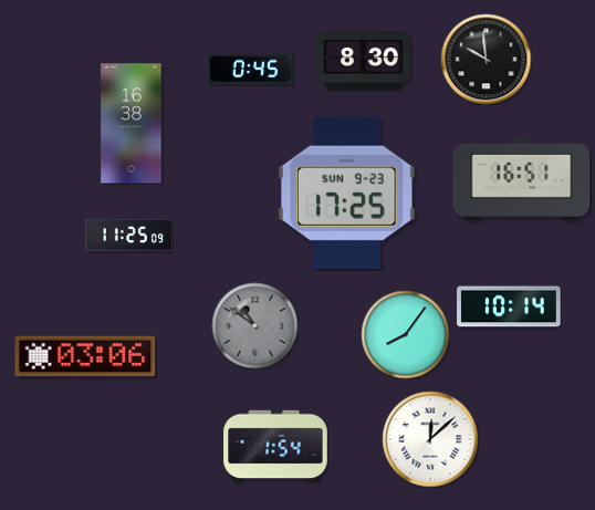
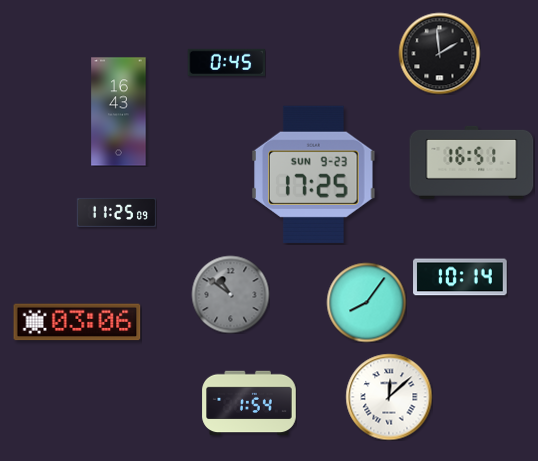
clock at (486, 59): 9:59 -> 1:59
clock at (363, 60): 8:30 -> none
clock at (132, 124): 16:38 -> 16:43
